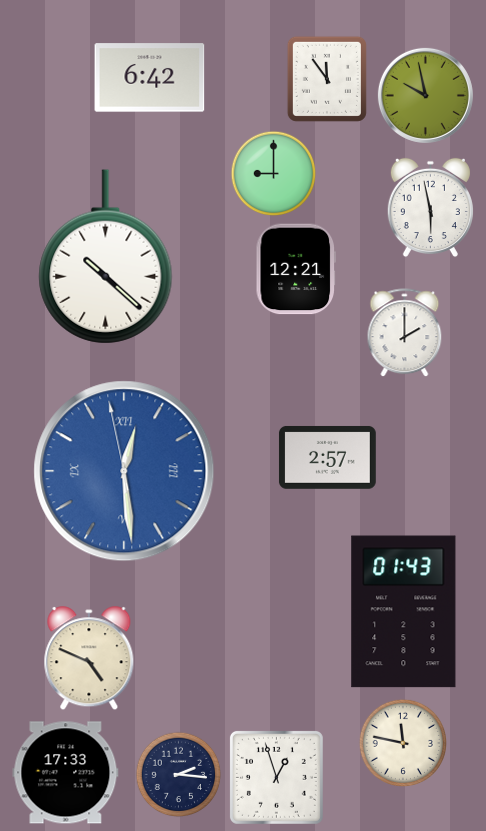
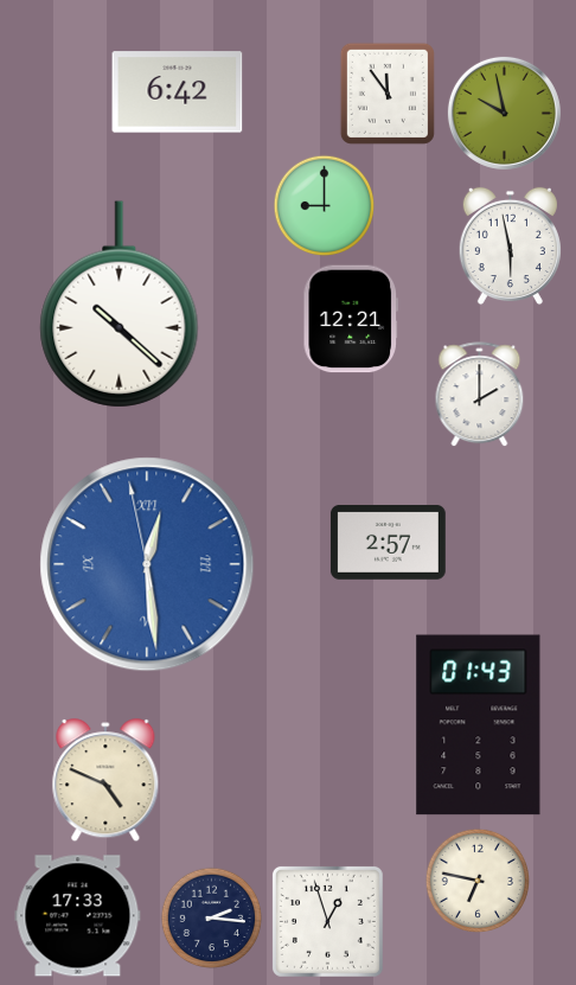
clock at (106, 257) position: (106, 257) -> (120, 305)
clock at (124, 471) position: (124, 471) -> (147, 564)
clock at (402, 742): 11:47 -> 6:47
